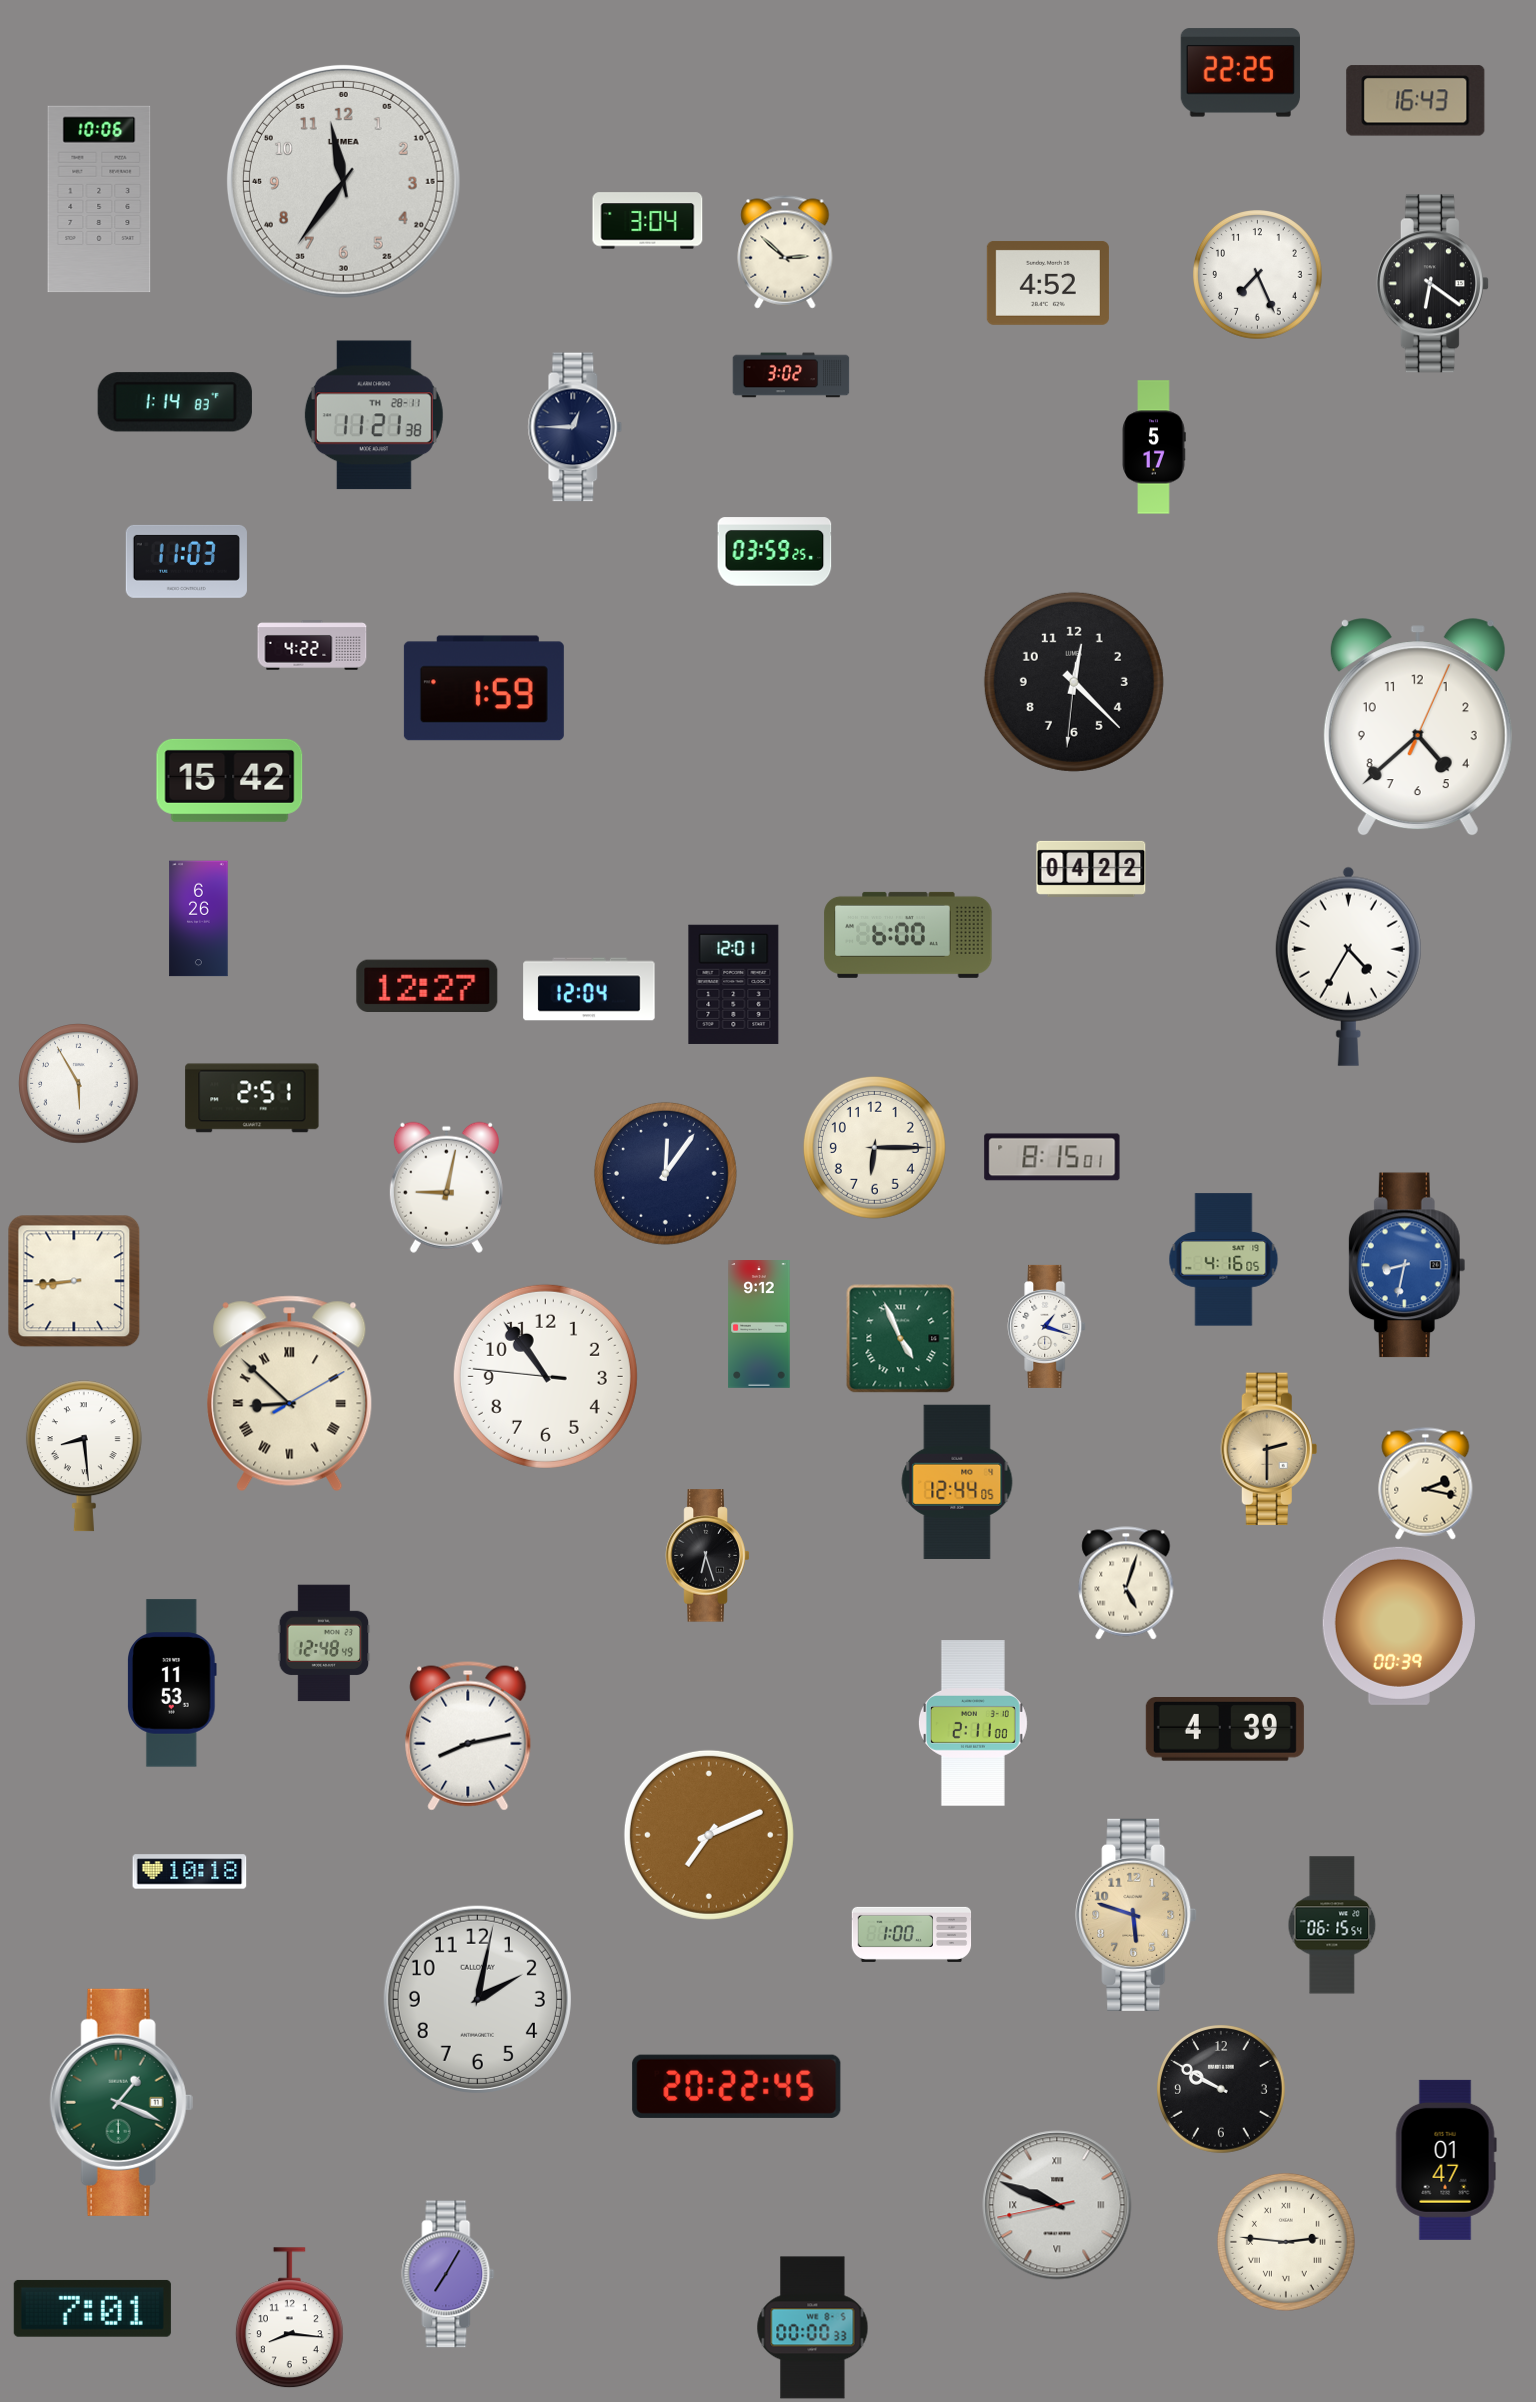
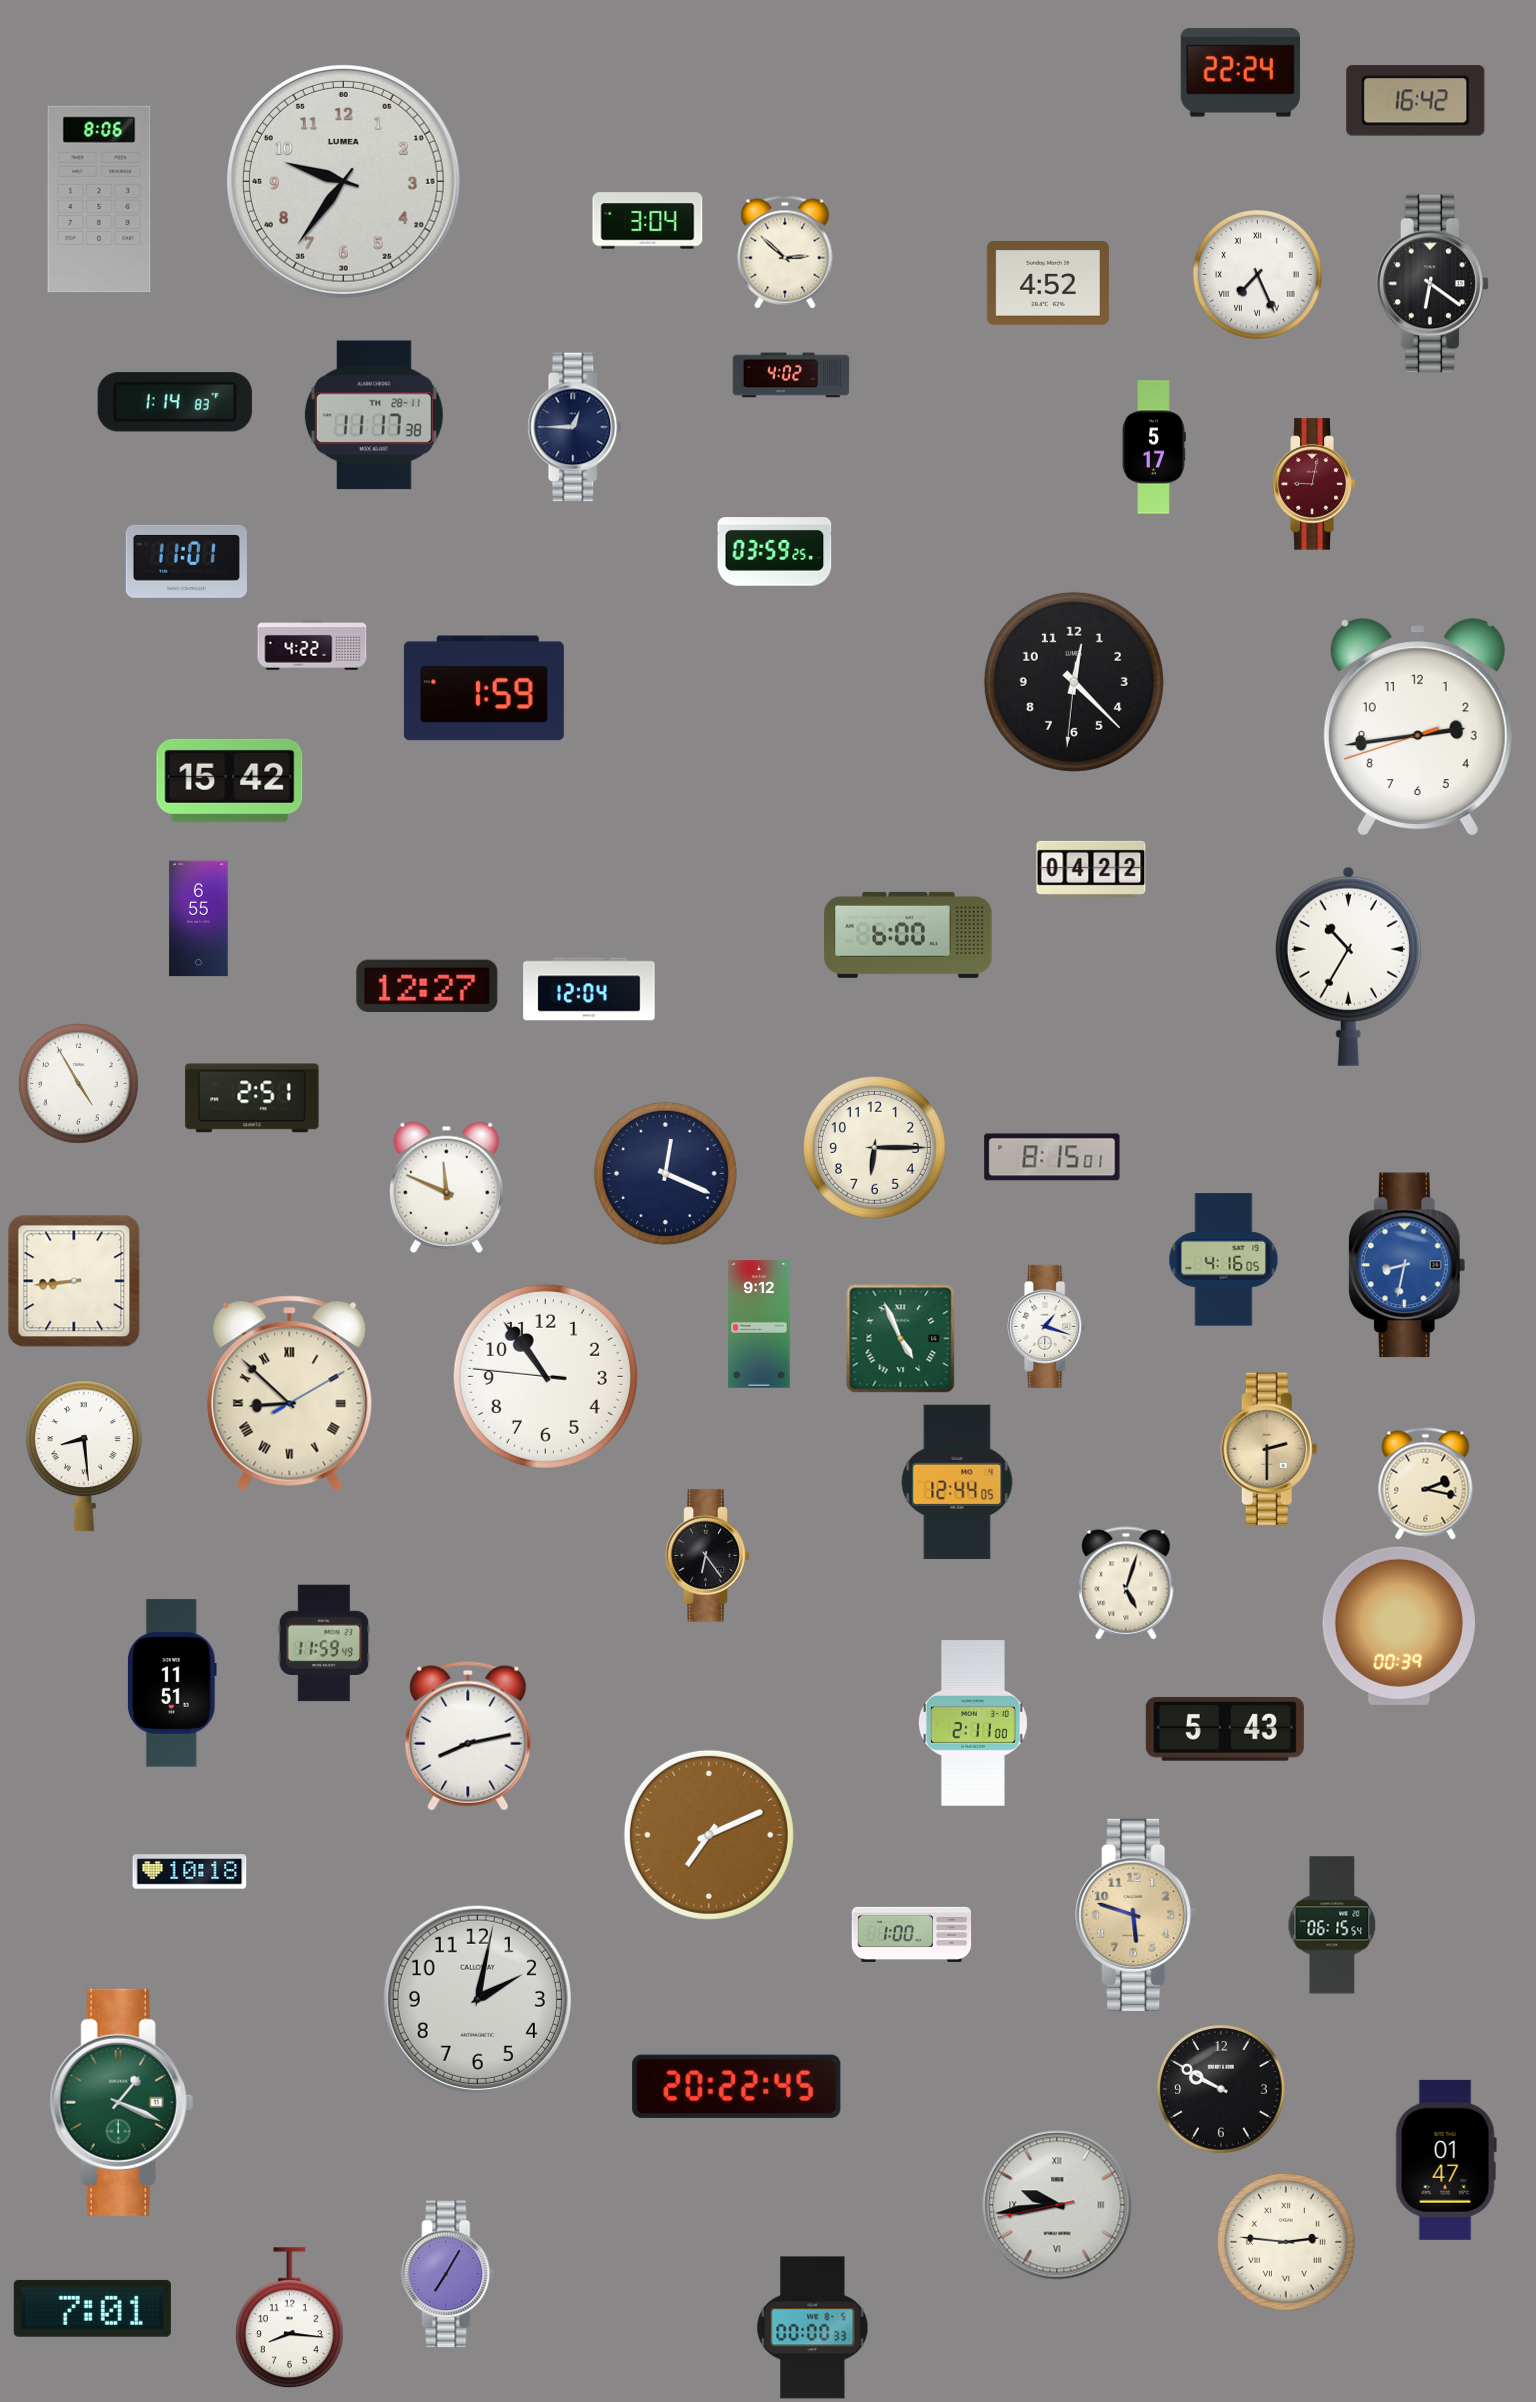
clock at (1240, 73): 22:25 -> 22:24
clock at (1416, 101): 16:43 -> 16:42
clock at (343, 181): 11:36 -> 9:36
clock at (99, 199): 10:06 -> 8:06
clock at (1258, 275) numerals: Arabic -> Roman
clock at (791, 375): 3:02 -> 4:02
clock at (374, 415): 11:21 -> 11:17
clock at (1314, 484): none -> 9:02
clock at (186, 561): 11:03 -> 11:01
clock at (1418, 728): 4:38 -> 2:43
clock at (199, 919): 6:26 -> 6:55
clock at (1348, 966): 4:35 -> 10:35
clock at (734, 984): 12:01 -> none
clock at (79, 1084): 5:55 -> 4:55
clock at (665, 1173): 12:06 -> 12:19
clock at (446, 1187): 9:02 -> 11:49
clock at (708, 1556): 6:27 -> 6:24
clock at (324, 1643): 12:48 -> 11:59
clock at (173, 1683): 11:53 -> 11:51
clock at (1225, 1730): 4:39 -> 5:43
clock at (1057, 2205): 9:48 -> 9:43
